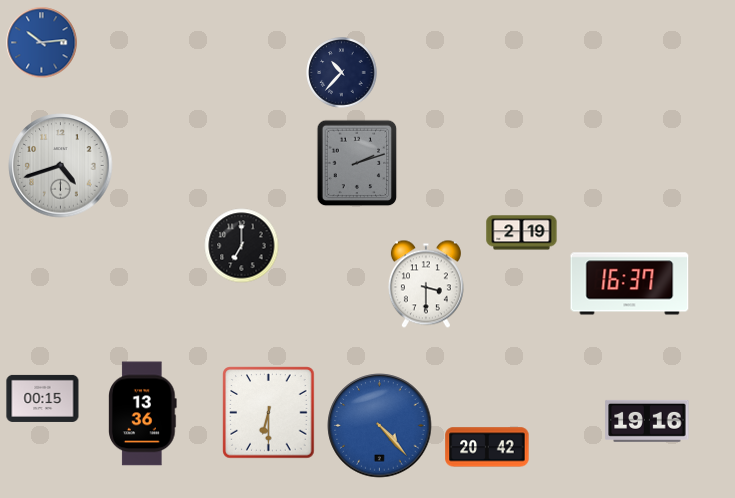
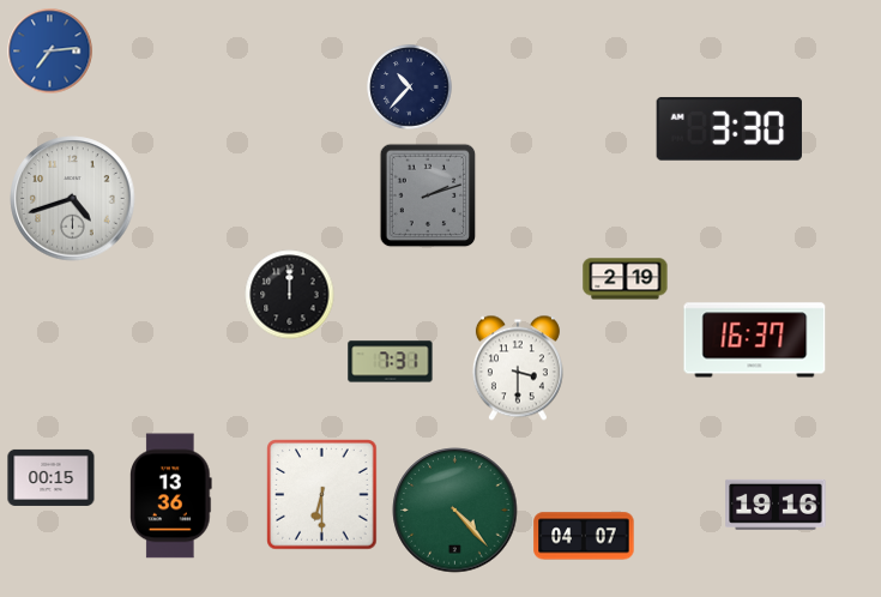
clock at (42, 43): 10:14 -> 7:14
clock at (729, 128): none -> 3:30
clock at (242, 246): 7:00 -> 12:00
clock at (426, 284) position: (426, 284) -> (518, 368)
clock at (391, 362): none -> 7:31
clock at (380, 426) dial: blue -> green
clock at (487, 447): 20:42 -> 04:07
